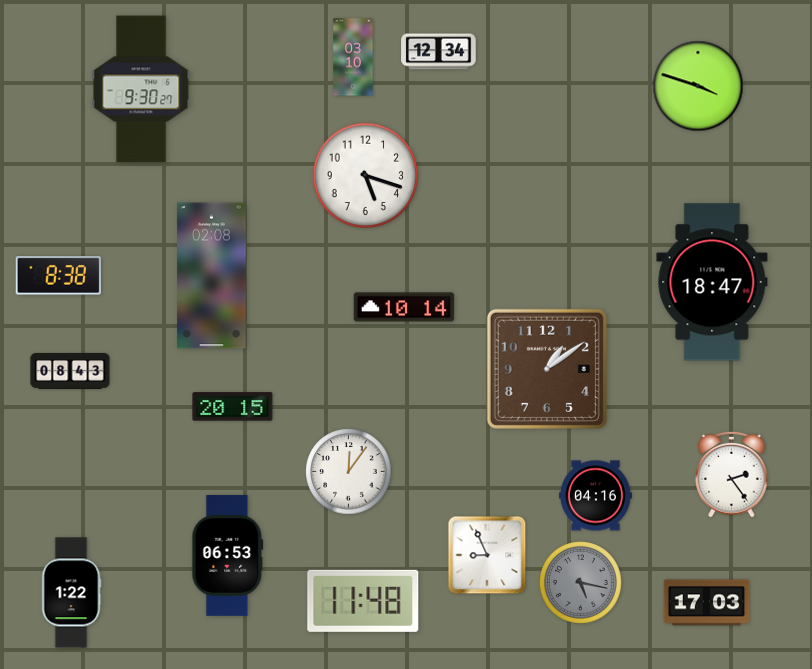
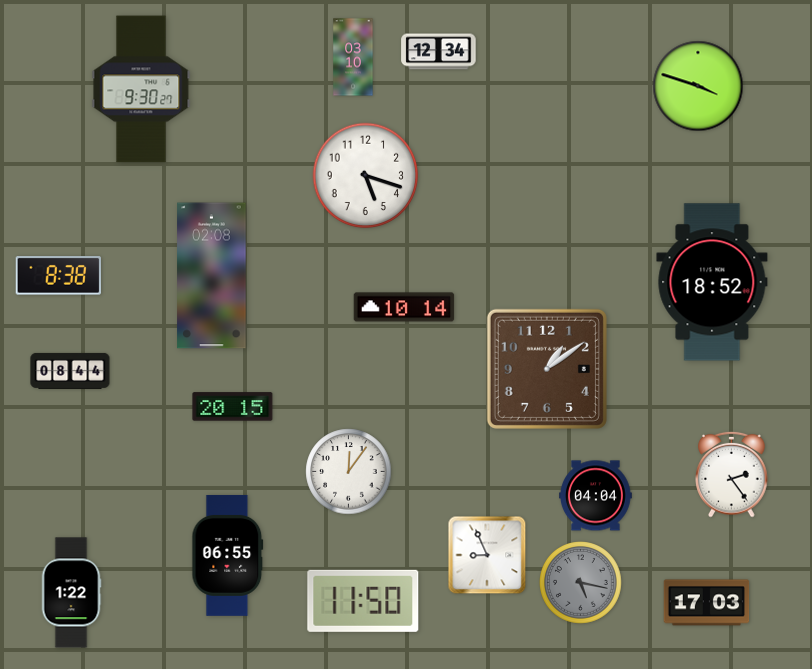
clock at (712, 282): 18:47 -> 18:52
clock at (70, 371): 08:43 -> 08:44
clock at (596, 496): 04:16 -> 04:04
clock at (228, 555): 06:53 -> 06:55
clock at (363, 601): 11:48 -> 11:50
